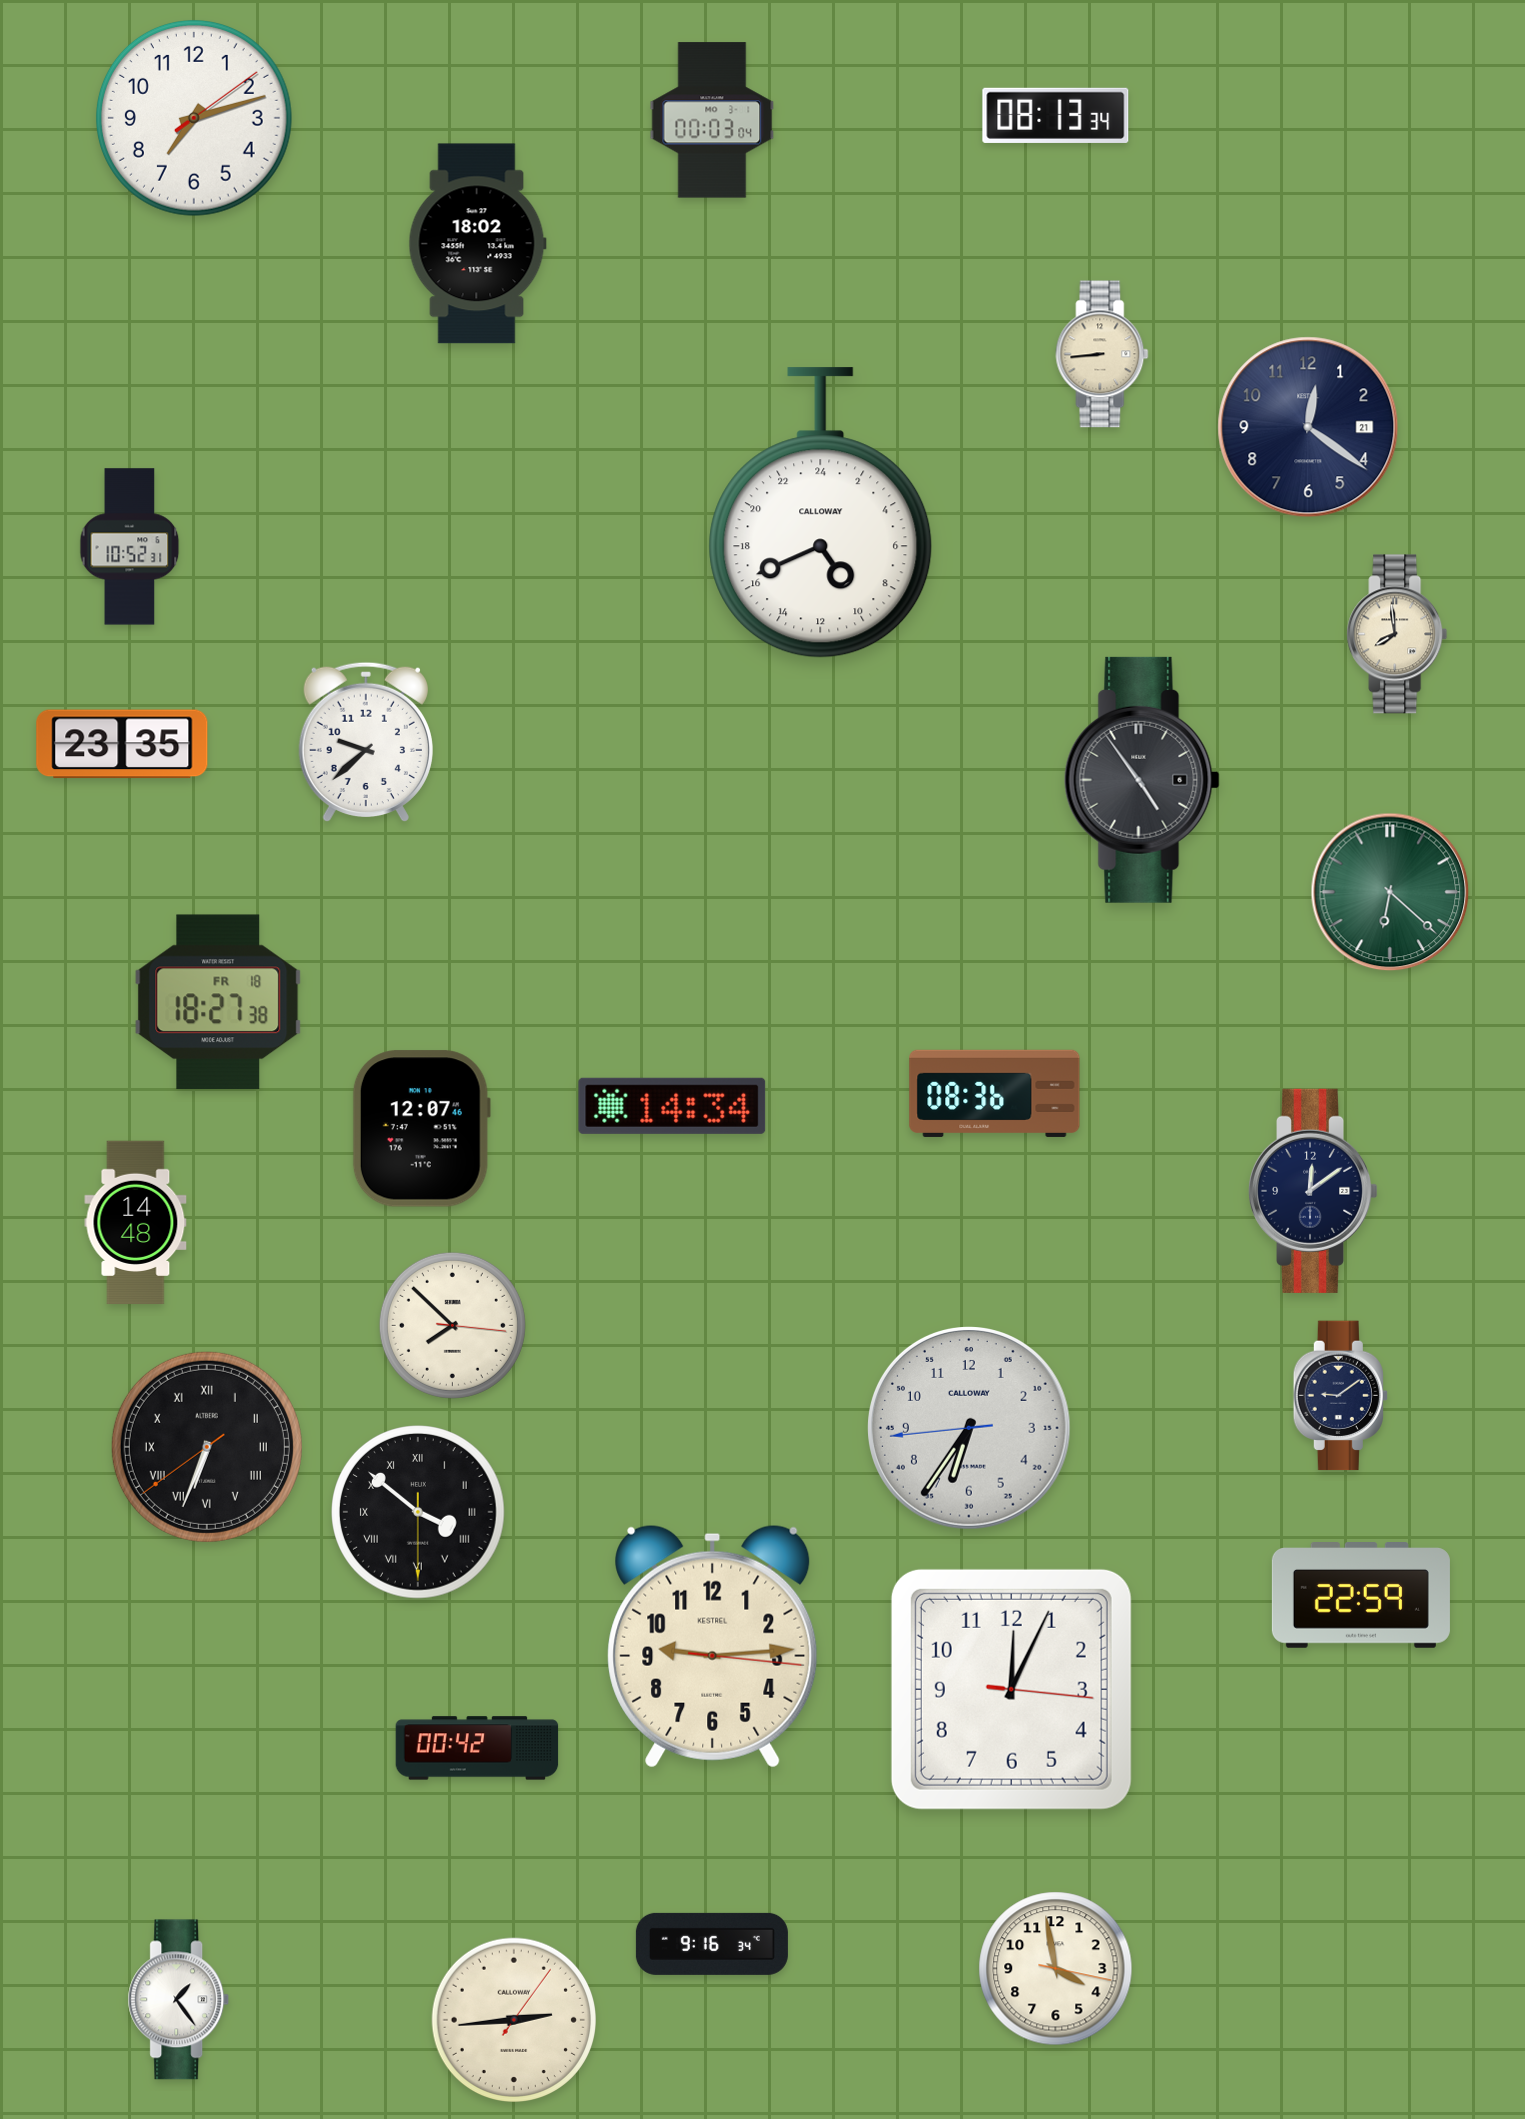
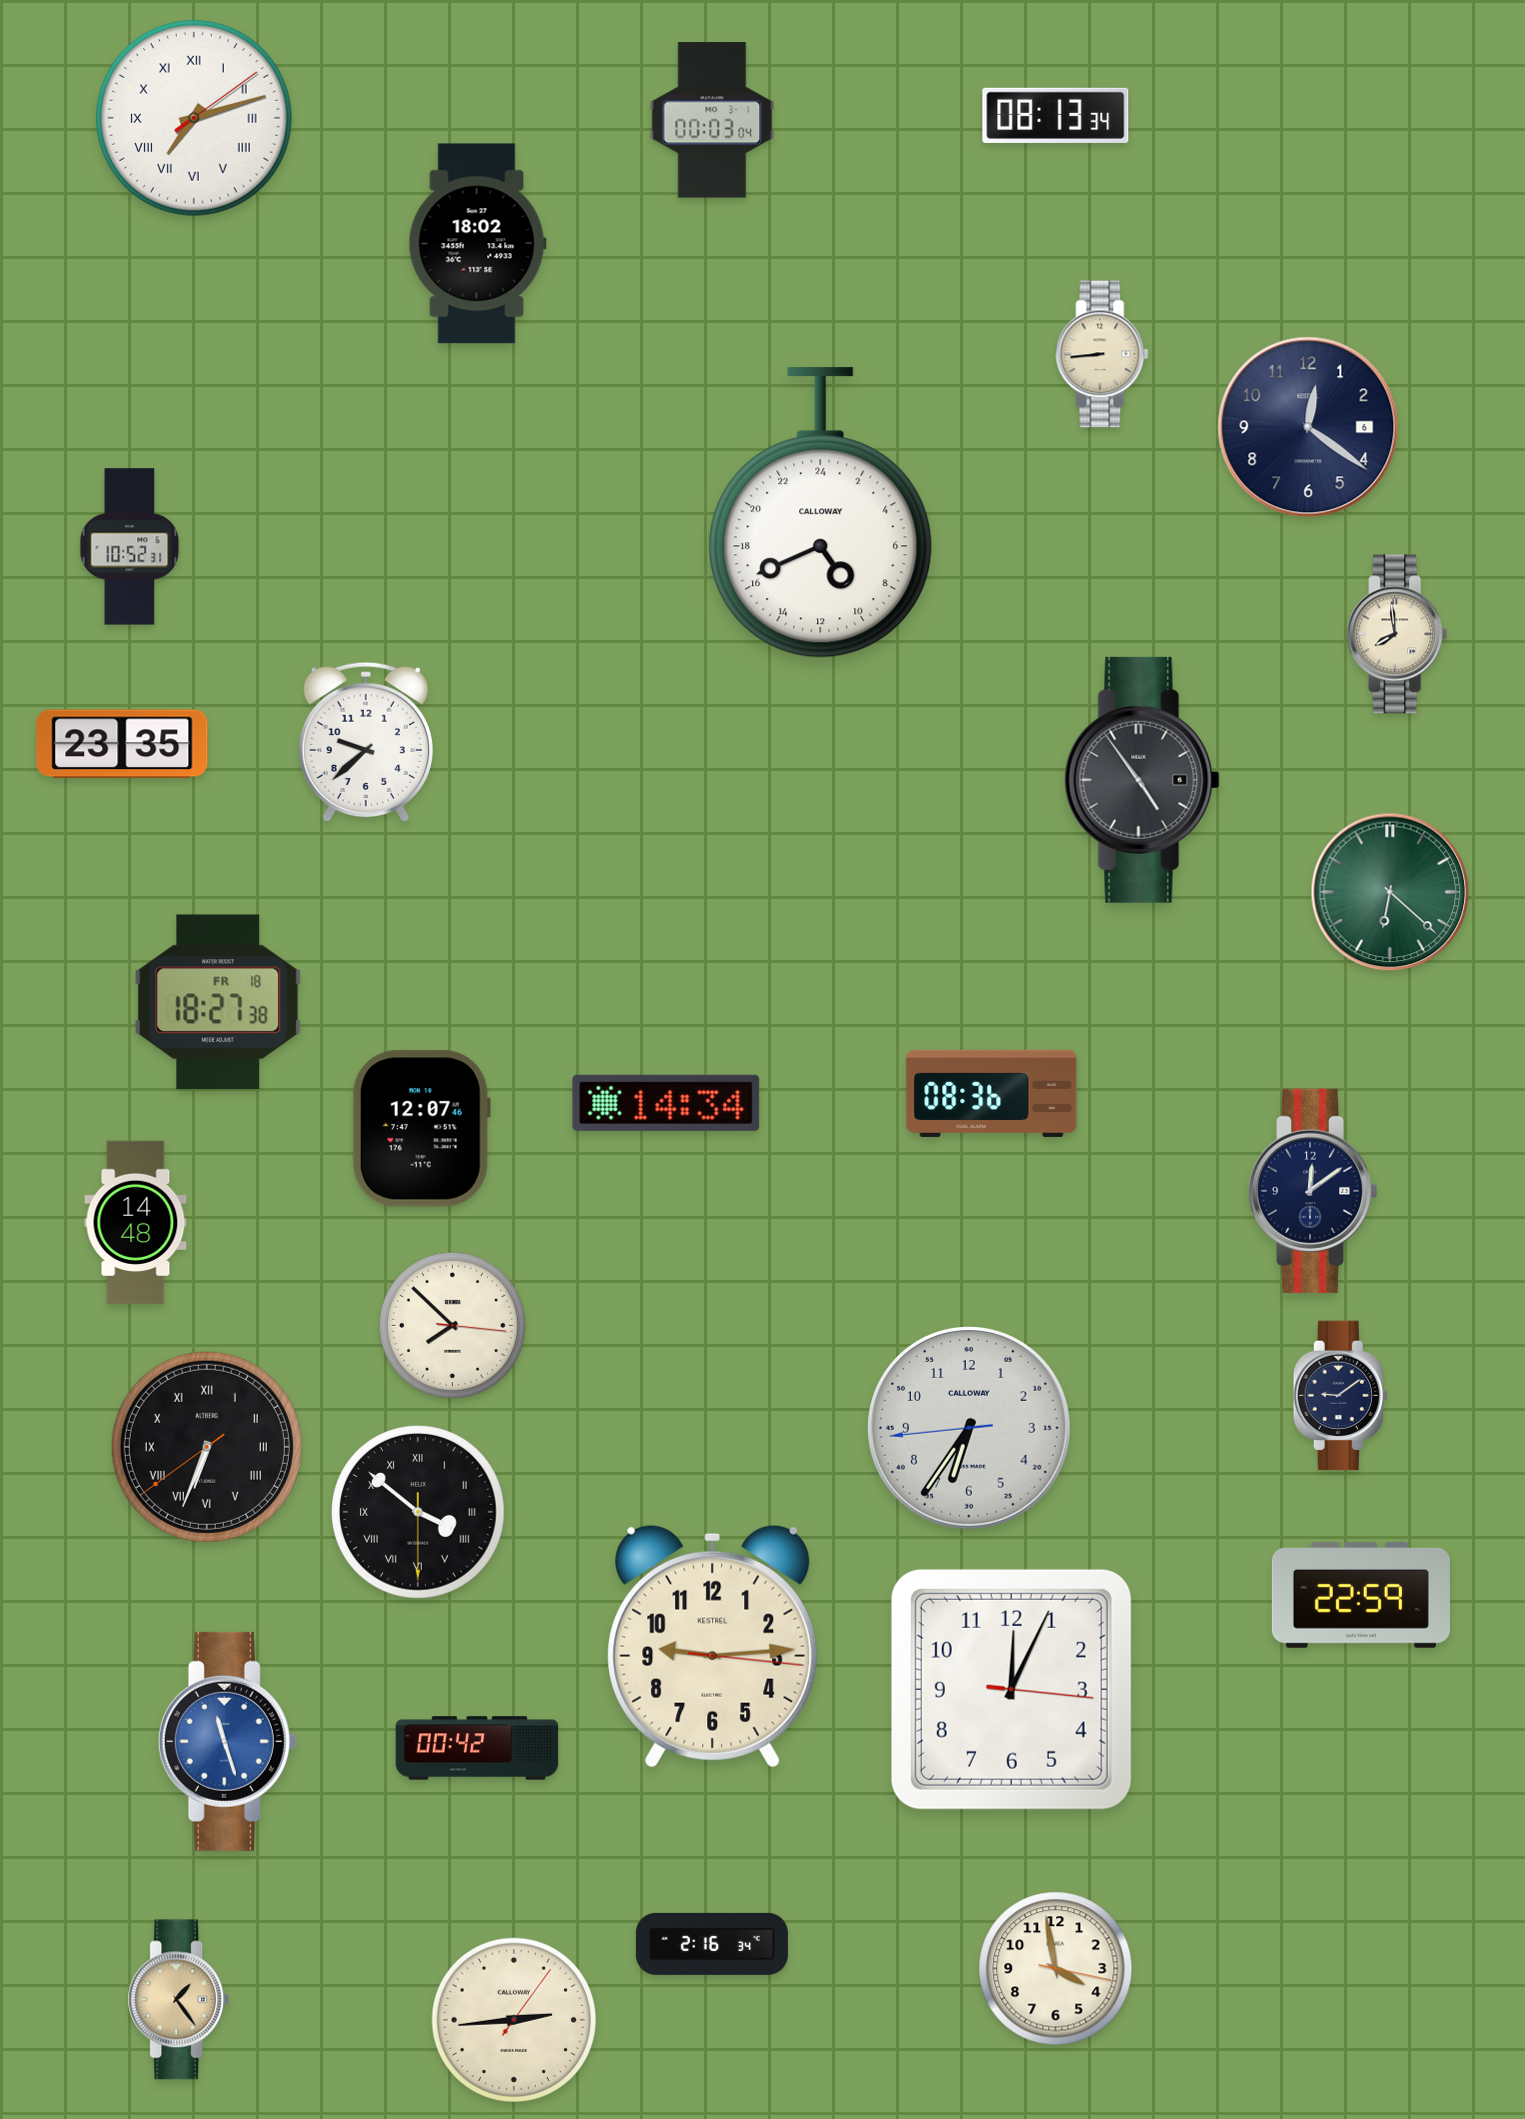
clock at (194, 118) numerals: Arabic -> Roman
clock at (1308, 427) date: 21 -> 6
clock at (995, 1093) position: (995, 1093) -> (992, 1093)
clock at (672, 1106) position: (672, 1106) -> (666, 1103)
clock at (227, 1741): none -> 11:27
clock at (712, 1944): 9:16 -> 2:16
clock at (179, 2000) dial: white -> champagne
